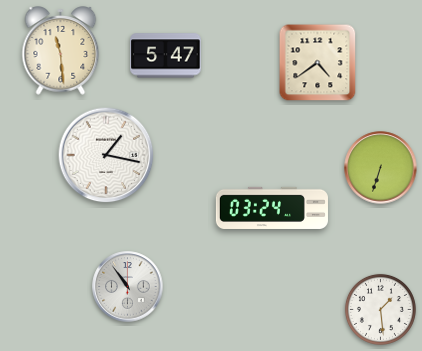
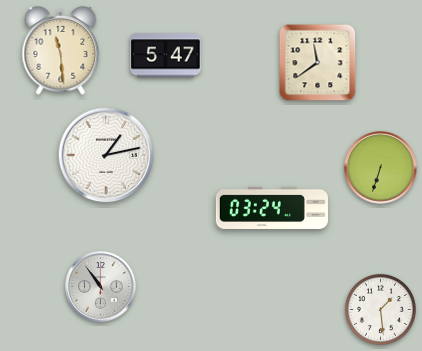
clock at (318, 63): 4:39 -> 11:39
clock at (106, 155): 1:17 -> 1:13
clock at (128, 287) position: (128, 287) -> (101, 287)
